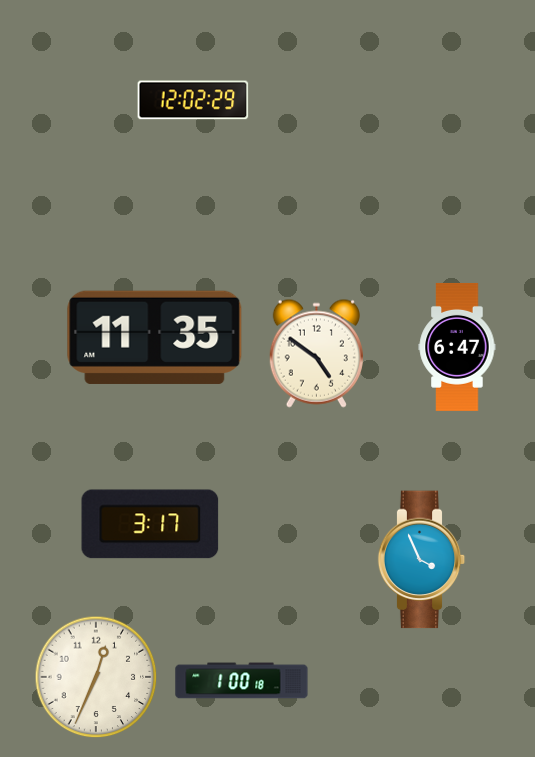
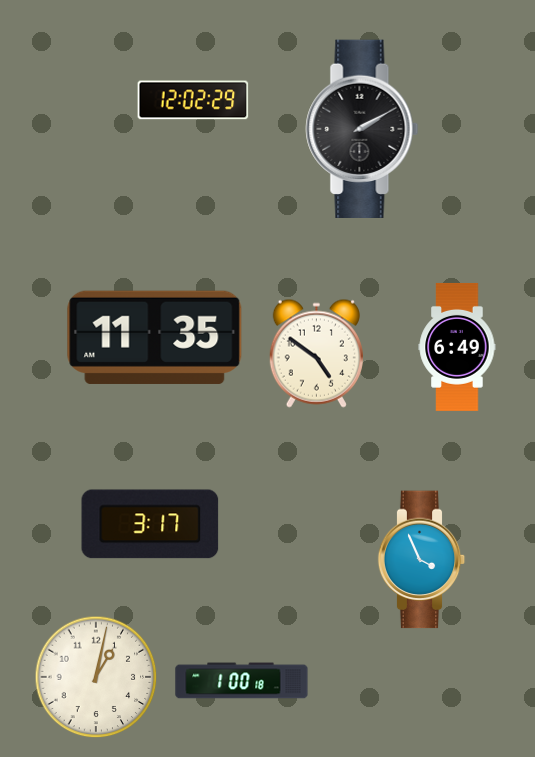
clock at (362, 128): none -> 2:10
clock at (457, 347): 6:47 -> 6:49
clock at (96, 677): 12:34 -> 1:02
